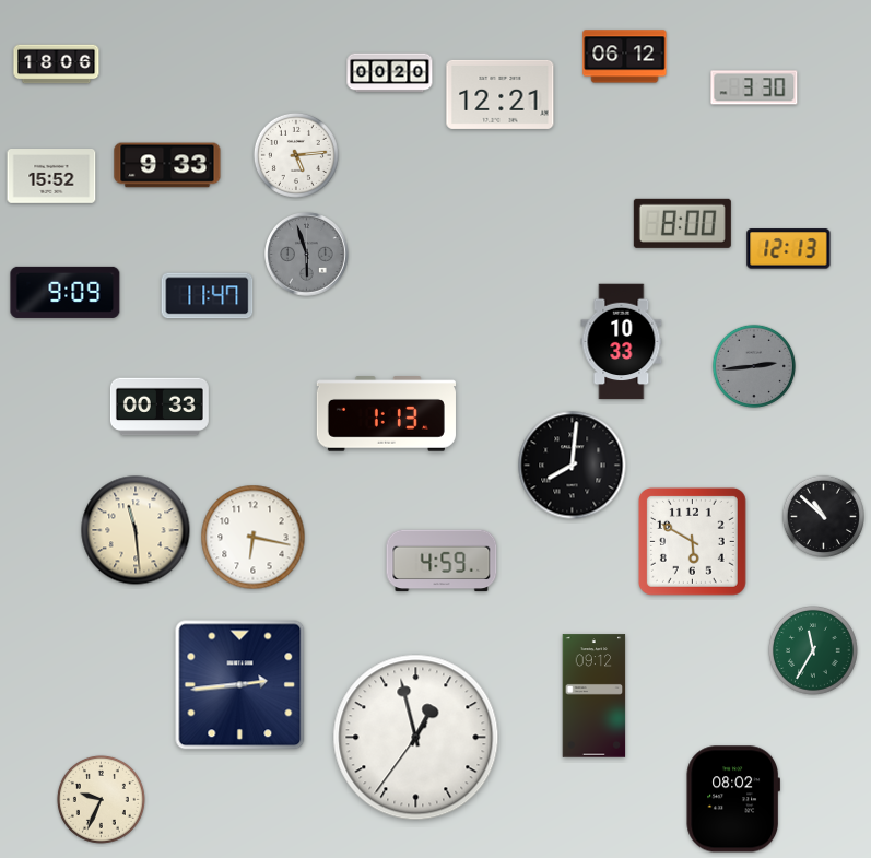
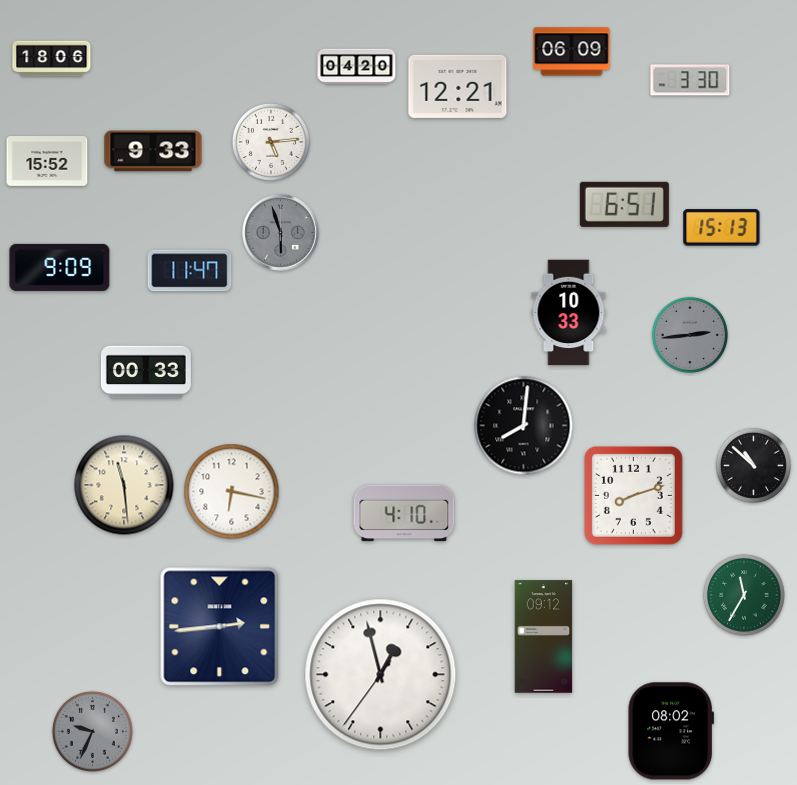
clock at (625, 57): 06:12 -> 06:09
clock at (390, 73): 00:20 -> 04:20
clock at (682, 223): 8:00 -> 6:51
clock at (789, 249): 12:13 -> 15:13
clock at (386, 414): 1:13 -> none
clock at (823, 516) position: (823, 516) -> (753, 465)
clock at (692, 541): 5:50 -> 8:12
clock at (442, 561): 4:59 -> 4:10
clock at (101, 799) dial: cream -> grey
